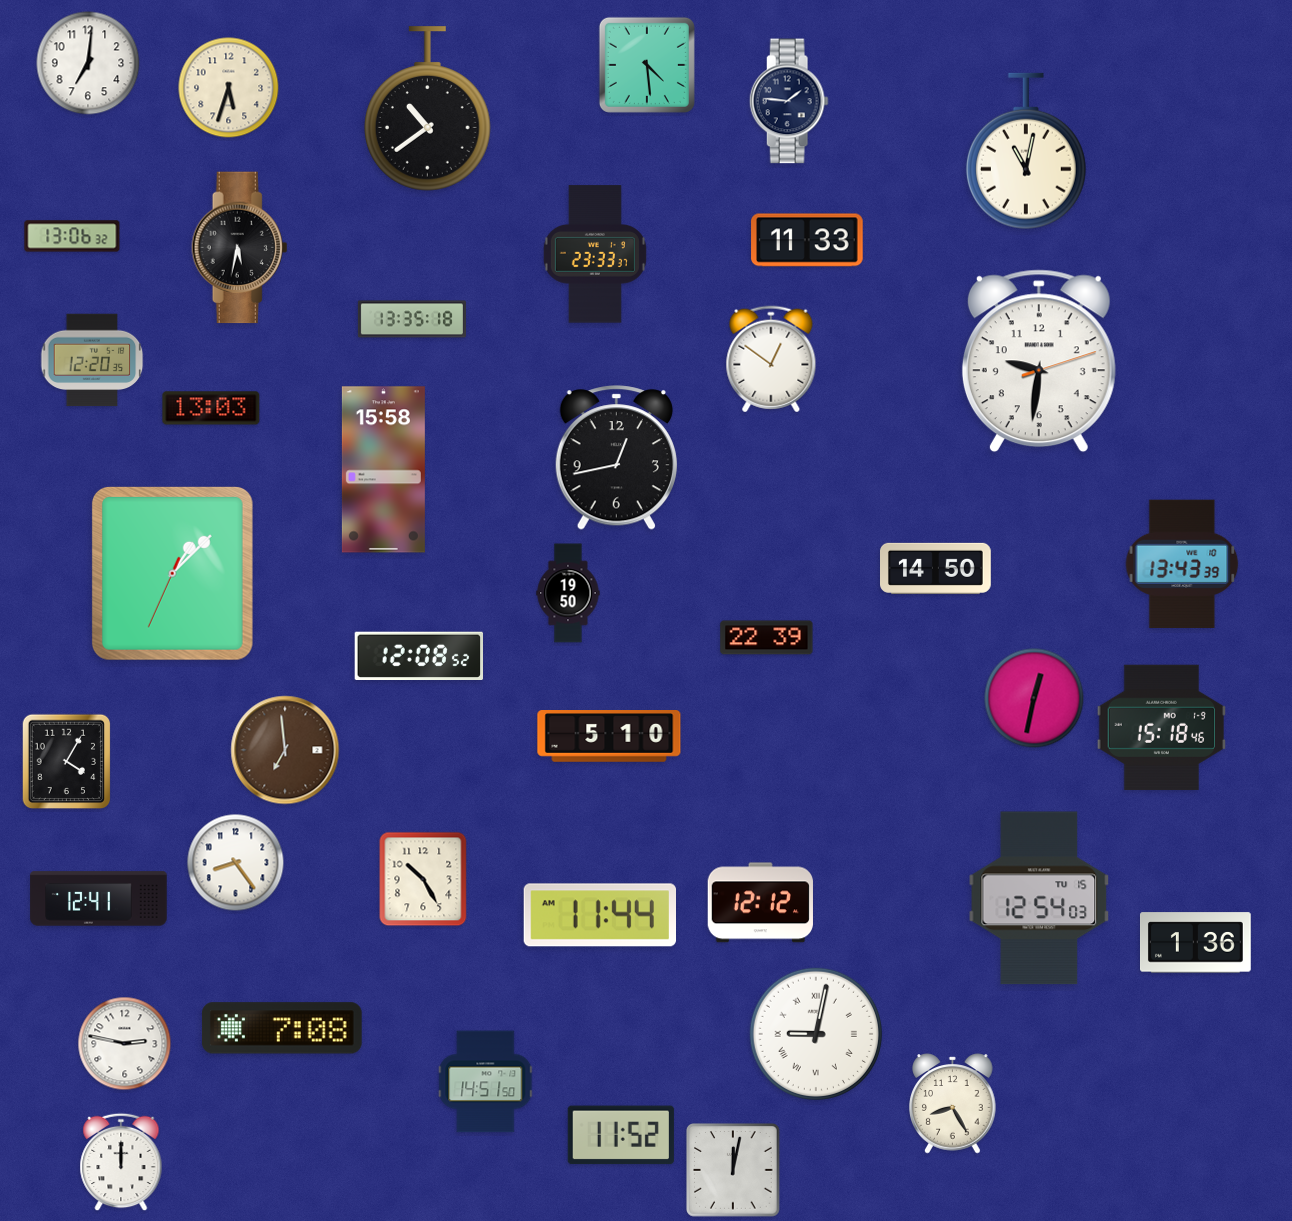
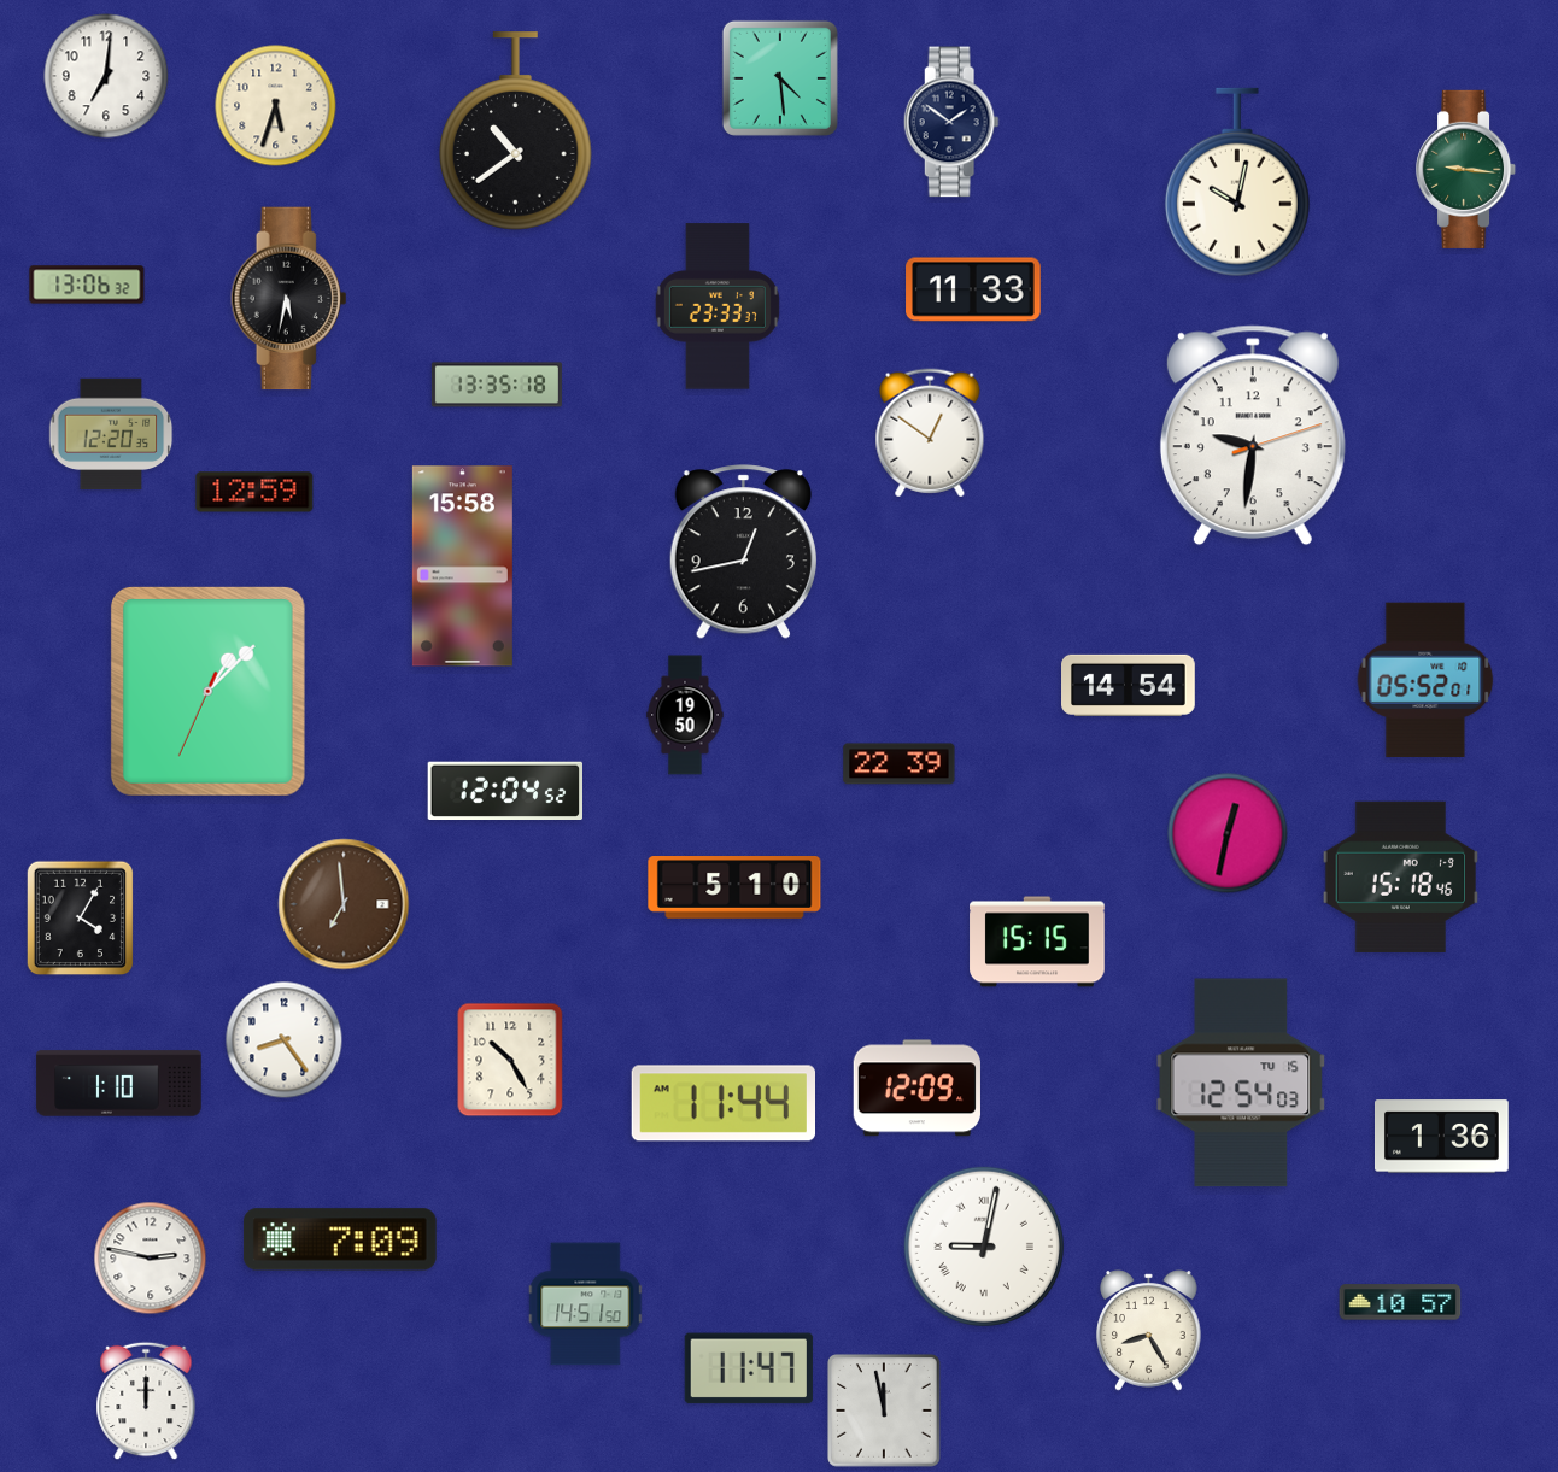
clock at (789, 101): 1:46 -> 1:51
clock at (1466, 169): none -> 9:16
clock at (1026, 151): 11:02 -> 10:02
clock at (211, 408): 13:03 -> 12:59
clock at (1182, 563): 13:43 -> 05:52
clock at (936, 568): 14:50 -> 14:54
clock at (767, 638) position: (767, 638) -> (900, 764)
clock at (418, 655): 12:08 -> 12:04
clock at (1034, 698) position: (1034, 698) -> (1228, 833)
clock at (1037, 942): none -> 15:15
clock at (1039, 898) position: (1039, 898) -> (1241, 1083)
clock at (99, 899): 12:41 -> 1:10
clock at (760, 903): 12:12 -> 12:09
clock at (282, 1028): 7:08 -> 7:09
clock at (1400, 1302): none -> 10:57
clock at (621, 1135): 11:52 -> 11:47
clock at (734, 1171): 12:02 -> 11:58
